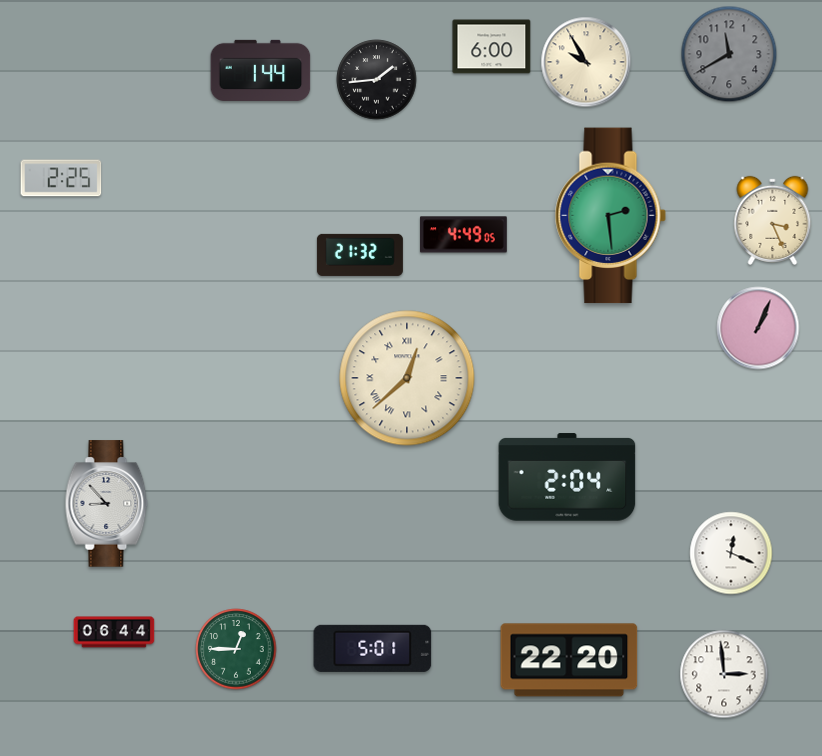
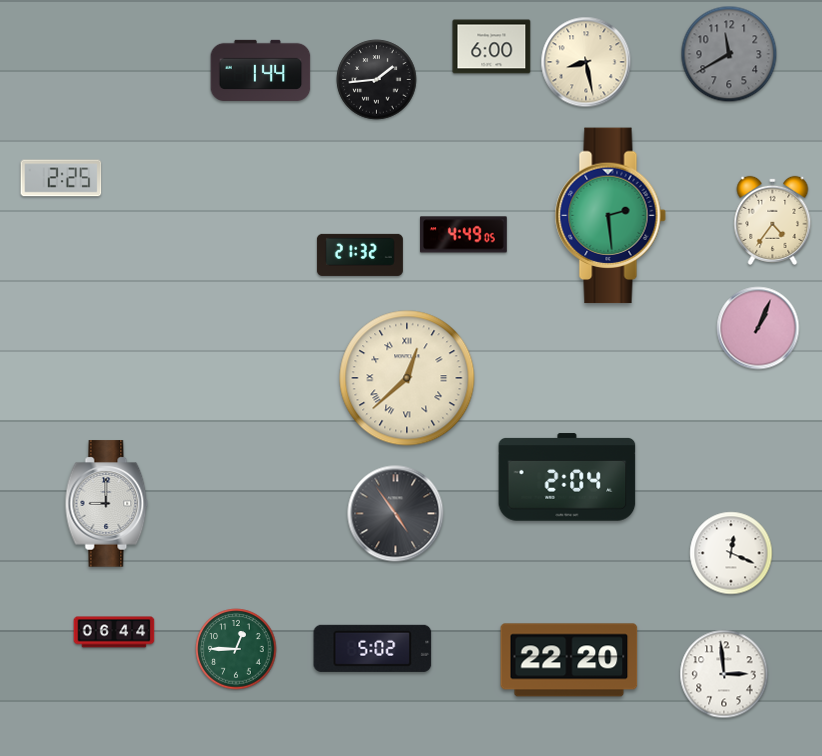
clock at (586, 62): 9:55 -> 8:28
clock at (773, 220): 3:26 -> 4:36
clock at (107, 504): 8:53 -> 9:00
clock at (396, 514): none -> 4:54
clock at (373, 648): 5:01 -> 5:02
